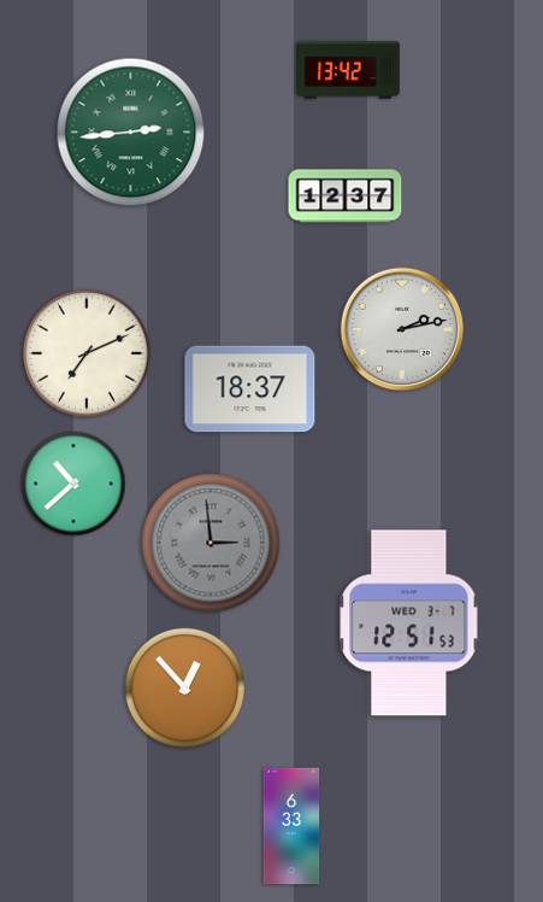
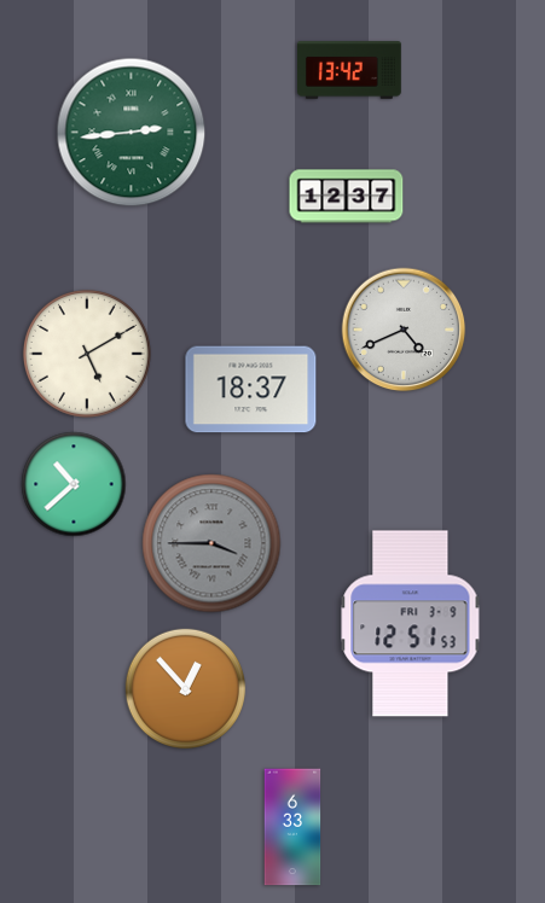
clock at (402, 329): 2:13 -> 4:41
clock at (87, 353): 7:11 -> 5:10
clock at (211, 543): 2:59 -> 3:45
clock at (409, 623) date: WED 3-7 -> FRI 3-9
